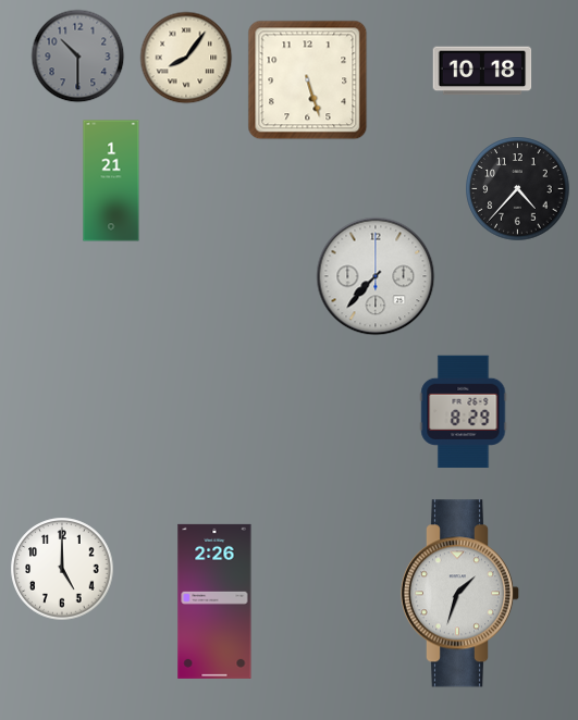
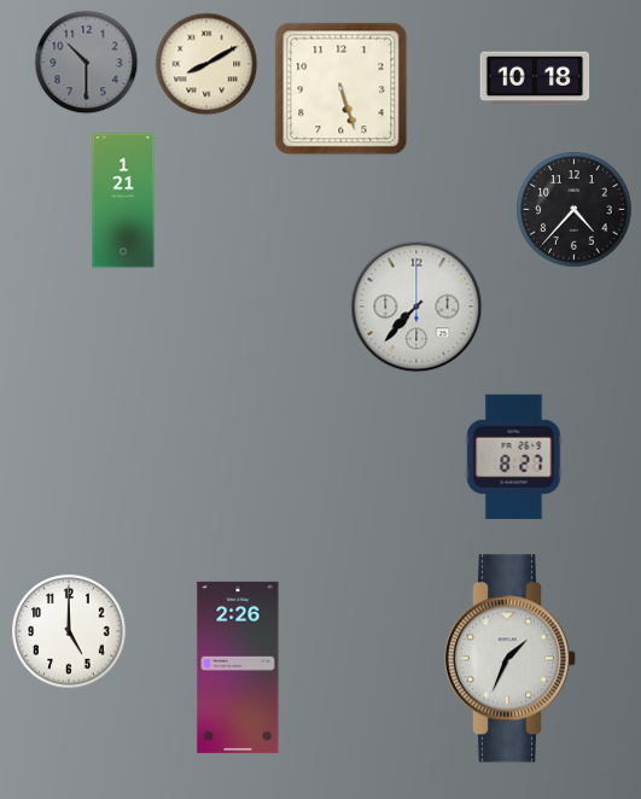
clock at (186, 58): 8:06 -> 8:10
clock at (464, 412): 8:29 -> 8:27
clock at (460, 594): 1:33 -> 1:34
